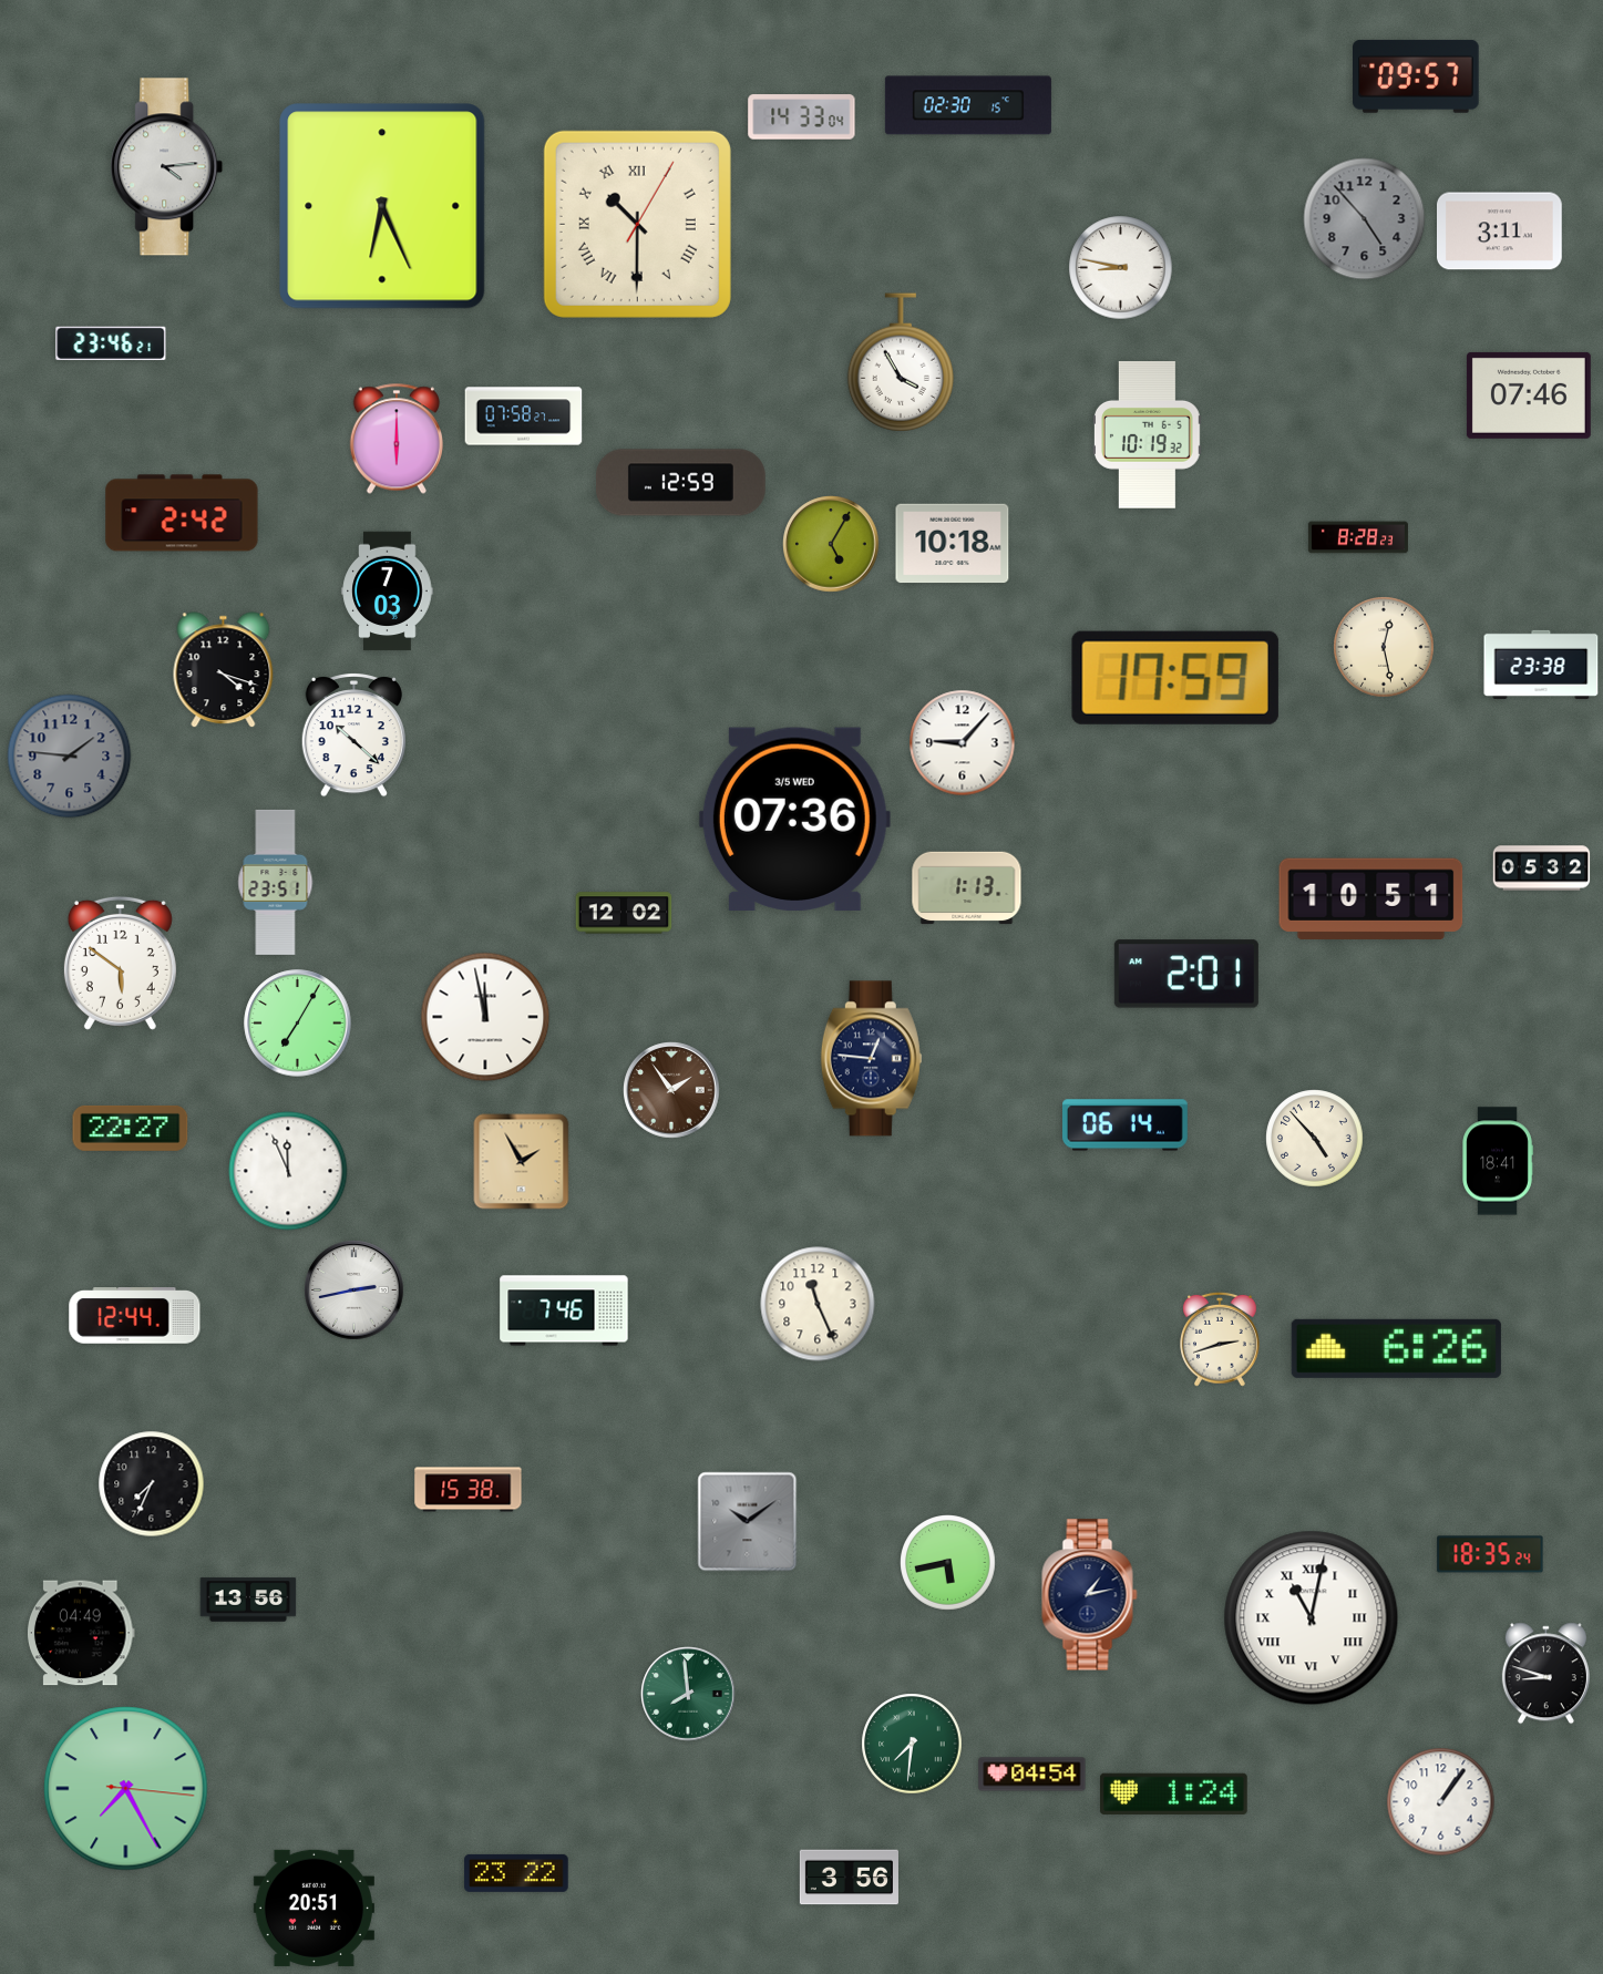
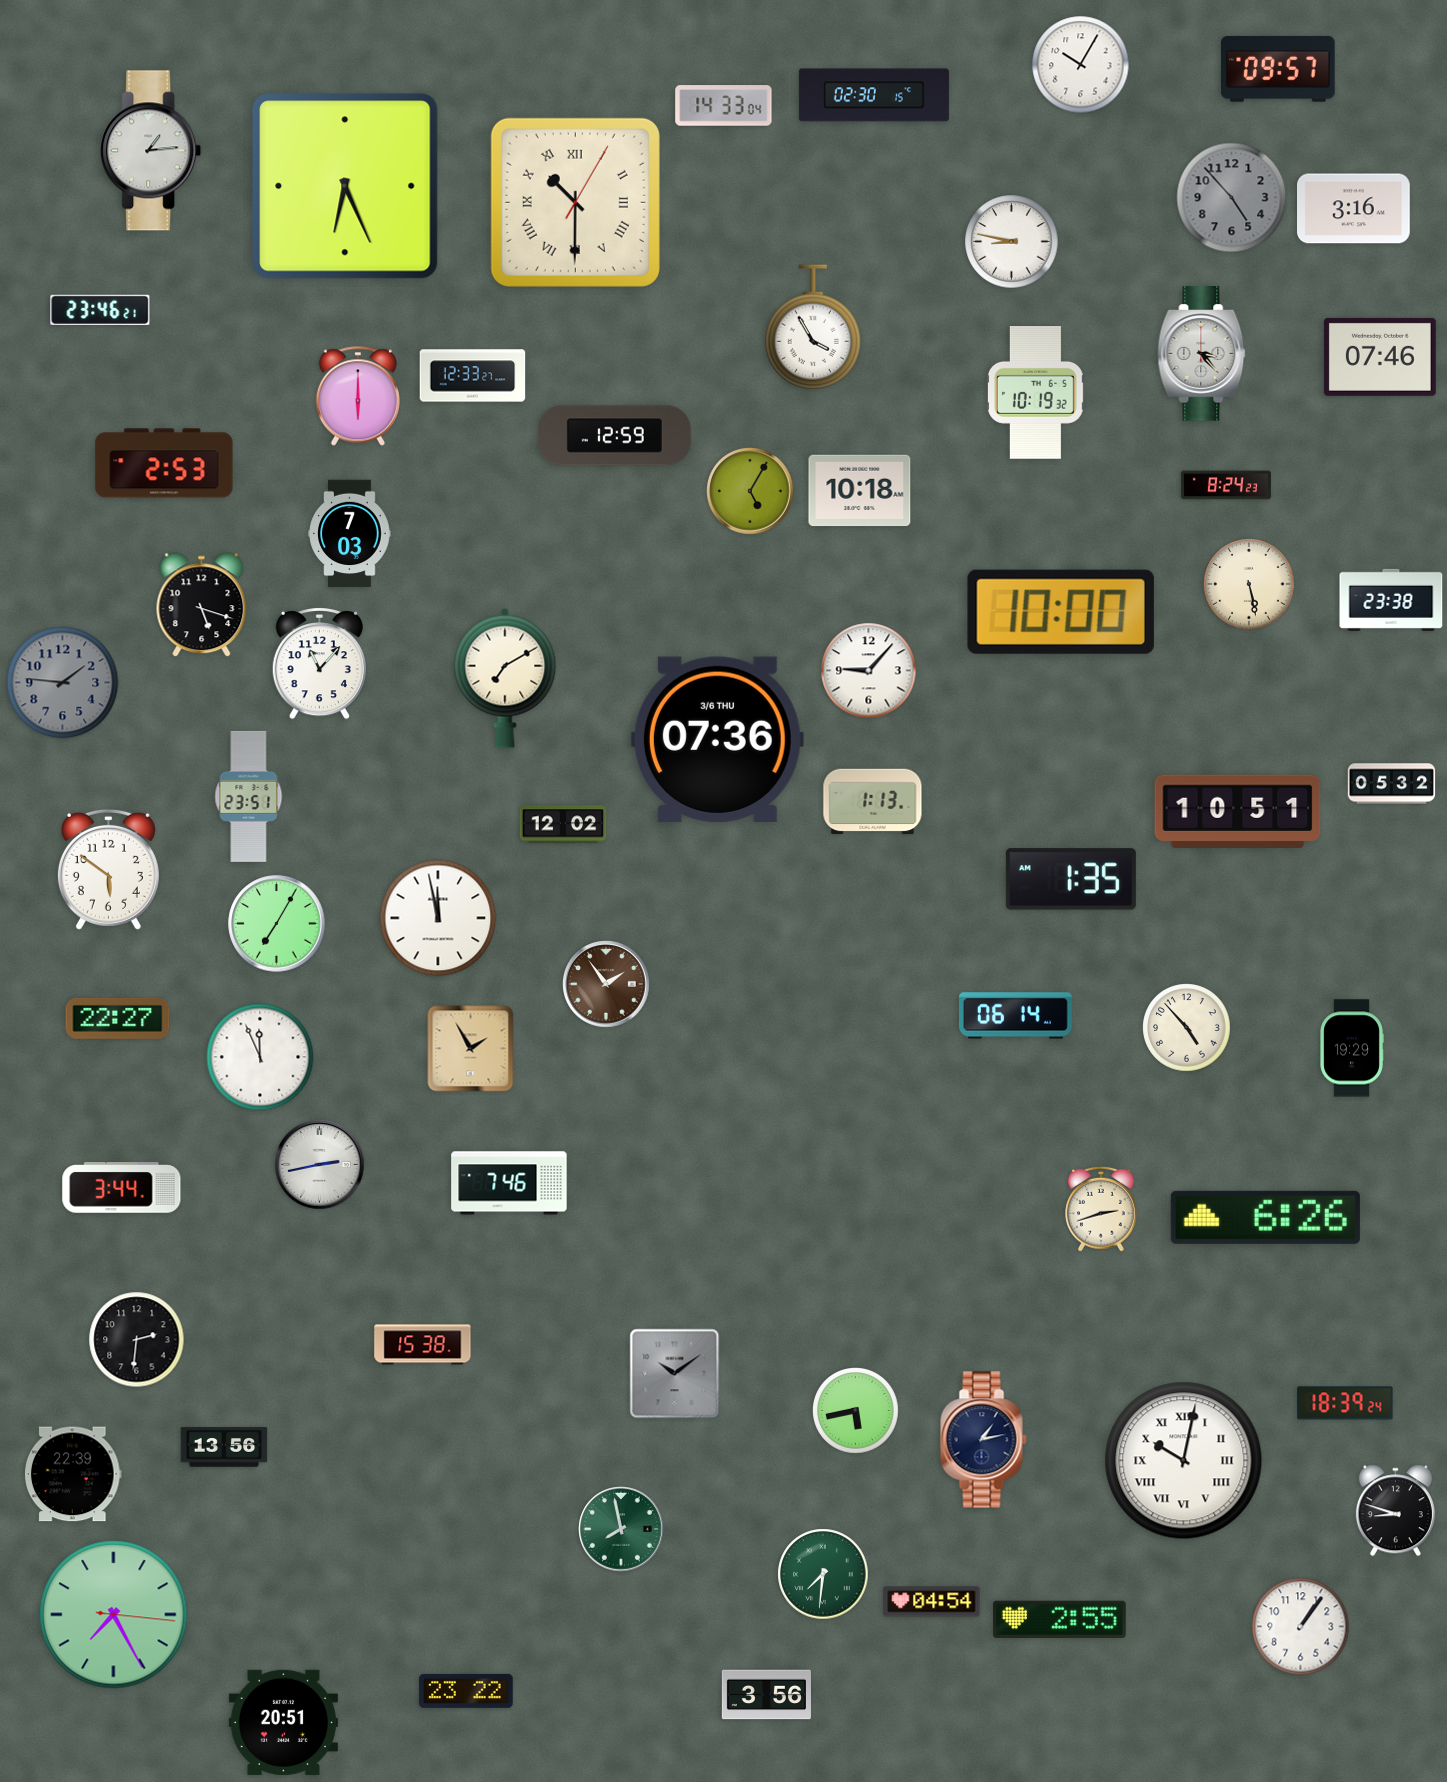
clock at (1081, 65): none -> 10:05
clock at (167, 167): 4:14 -> 1:14
clock at (1500, 232): 3:11 -> 3:16
clock at (1202, 354): none -> 3:23
clock at (524, 417): 07:58 -> 12:33
clock at (182, 513): 2:42 -> 2:53
clock at (1358, 537): 8:28 -> 8:24
clock at (1384, 647): 12:28 -> 5:28
clock at (224, 670): 4:18 -> 5:18
clock at (1175, 678): 17:59 -> 10:00
clock at (353, 736): 10:22 -> 11:07
clock at (505, 678): none -> 7:10
clock at (794, 819) date: 3/5 WED -> 3/6 THU
clock at (1186, 974): 2:01 -> 1:35
clock at (298, 1024) position: (298, 1024) -> (277, 924)
clock at (871, 1059): 12:46 -> none
clock at (1498, 1161): 18:41 -> 19:29
clock at (818, 1304): 11:26 -> none
clock at (135, 1316): 12:44 -> 3:44
clock at (1396, 1348) position: (1396, 1348) -> (1265, 1217)
clock at (152, 1484): 7:34 -> 2:31
clock at (1490, 1554): 18:35 -> 18:39
clock at (248, 1600) position: (248, 1600) -> (224, 1447)
clock at (1312, 1618): 11:02 -> 10:02
clock at (81, 1633): 04:49 -> 22:39
clock at (688, 1694): 7:59 -> 7:58
clock at (1173, 1793): 1:24 -> 2:55
